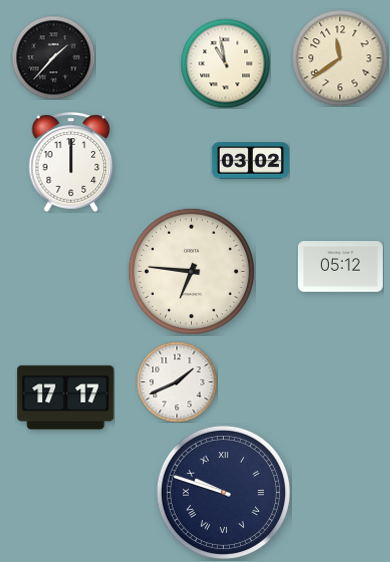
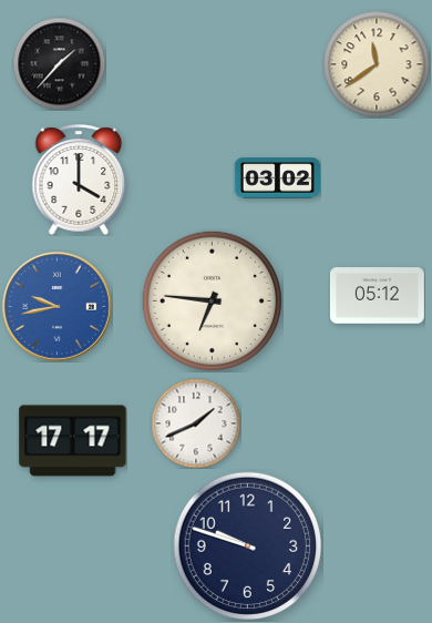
clock at (225, 63): 10:58 -> none
clock at (71, 162): 12:00 -> 4:00
clock at (58, 307): none -> 9:43
clock at (224, 493) numerals: Roman -> Arabic
